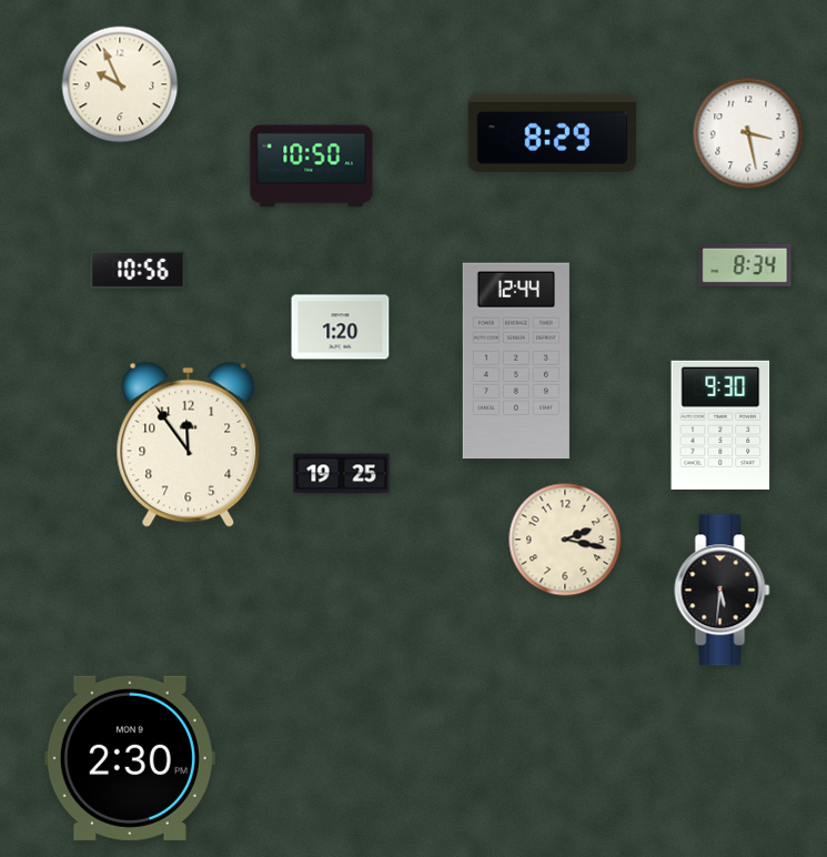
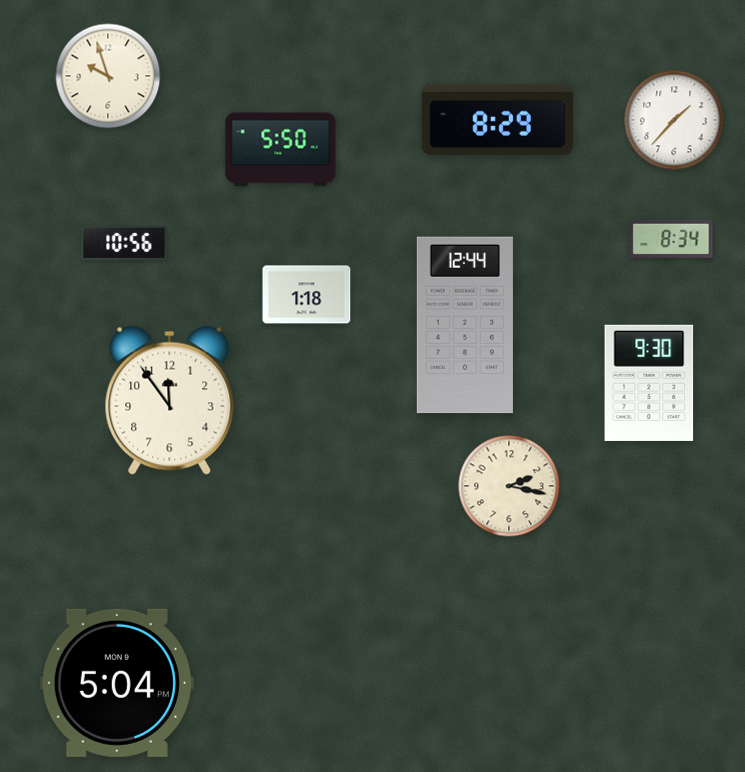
clock at (120, 84): 9:56 -> 9:57
clock at (748, 133): 3:28 -> 1:37
clock at (312, 167): 10:50 -> 5:50
clock at (341, 327): 1:20 -> 1:18
clock at (342, 474): 19:25 -> none
clock at (723, 591): 5:31 -> none
clock at (130, 758): 2:30 -> 5:04
